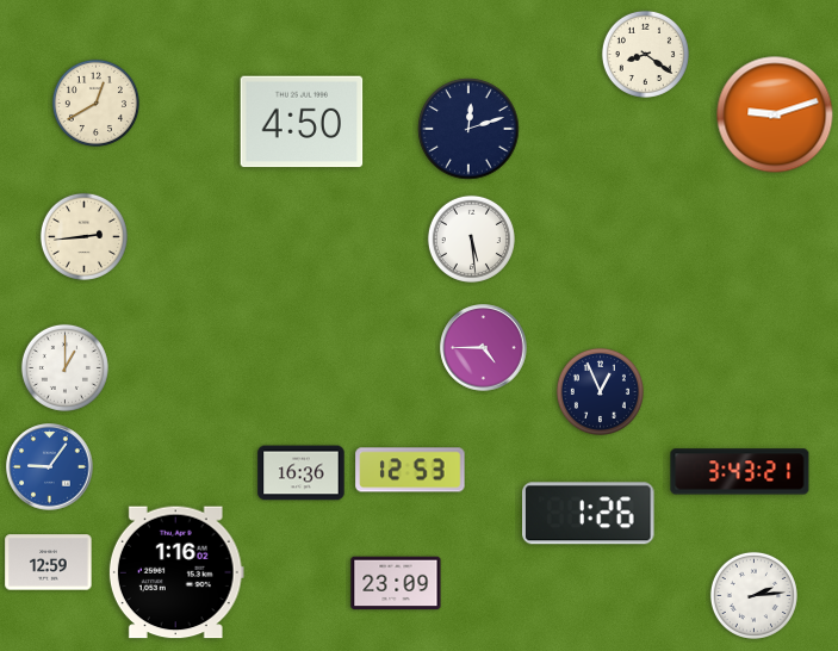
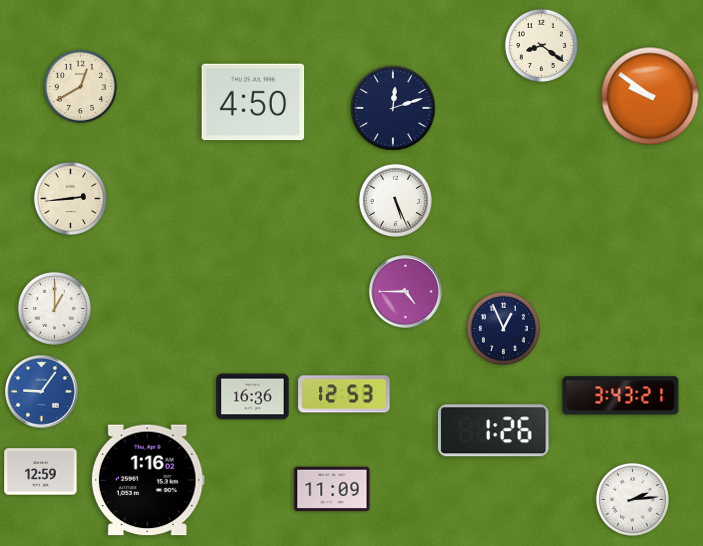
clock at (775, 114): 9:12 -> 9:51
clock at (471, 238): 5:29 -> 5:26
clock at (396, 583): 23:09 -> 11:09
